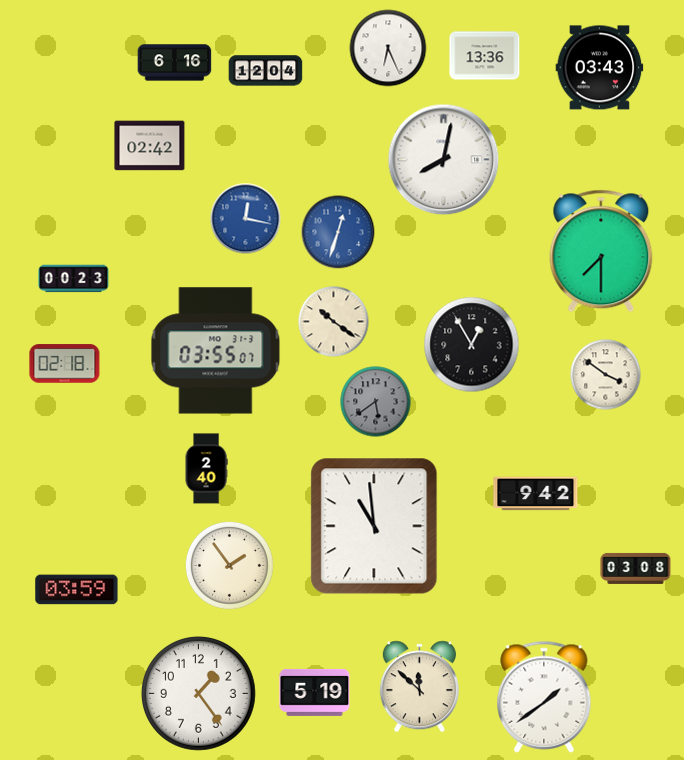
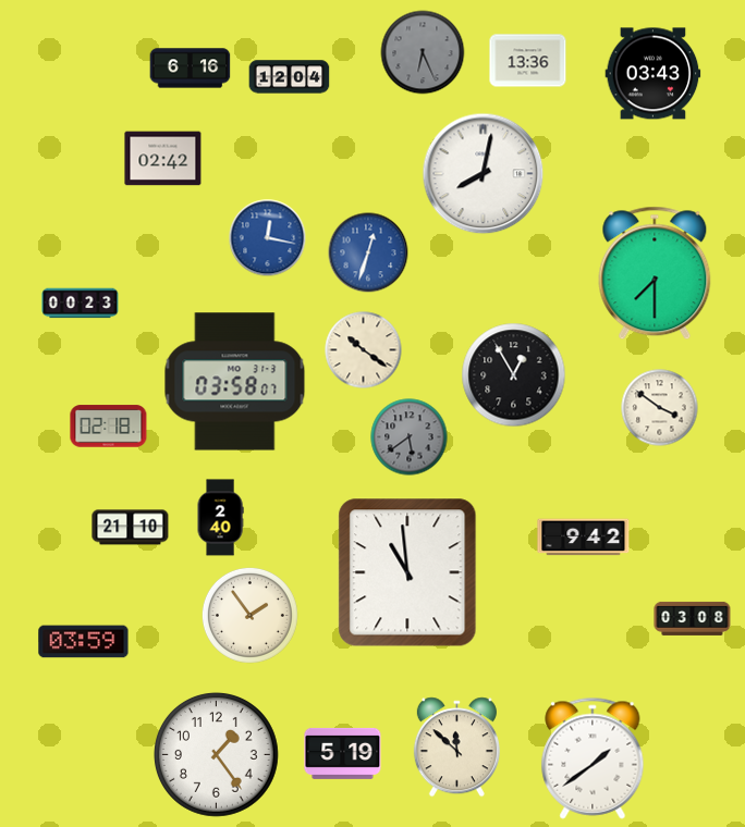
clock at (388, 48) dial: white -> grey
clock at (216, 351): 03:55 -> 03:58
clock at (65, 364) position: (65, 364) -> (109, 427)
clock at (206, 469) position: (206, 469) -> (220, 518)
clock at (131, 528): none -> 21:10
